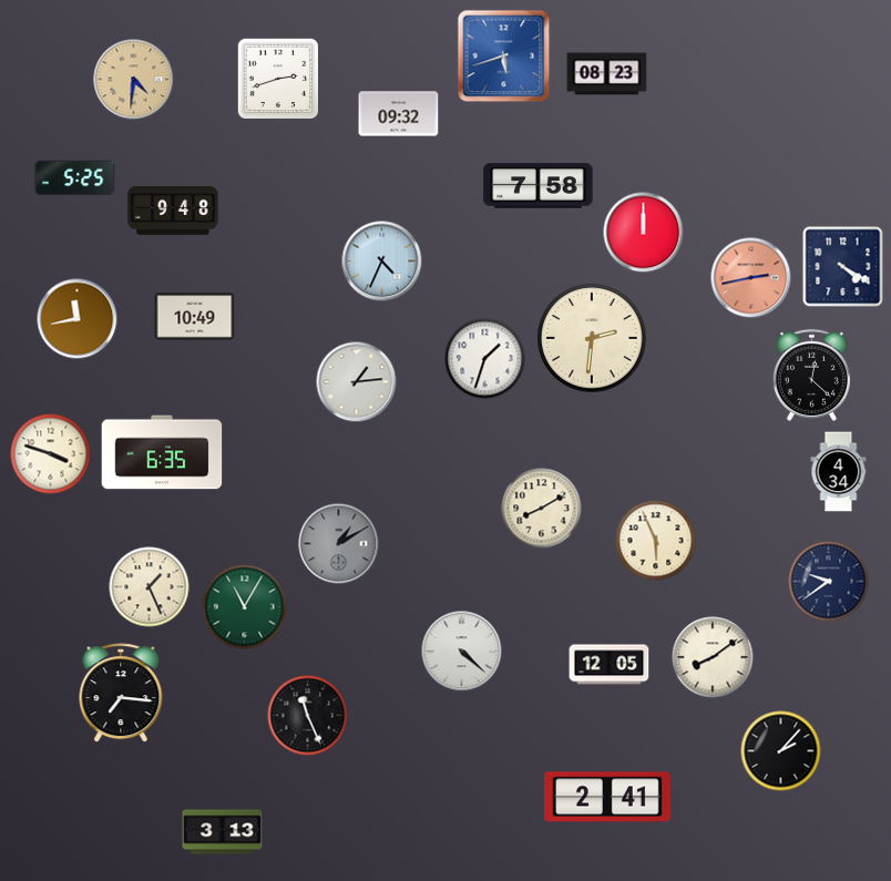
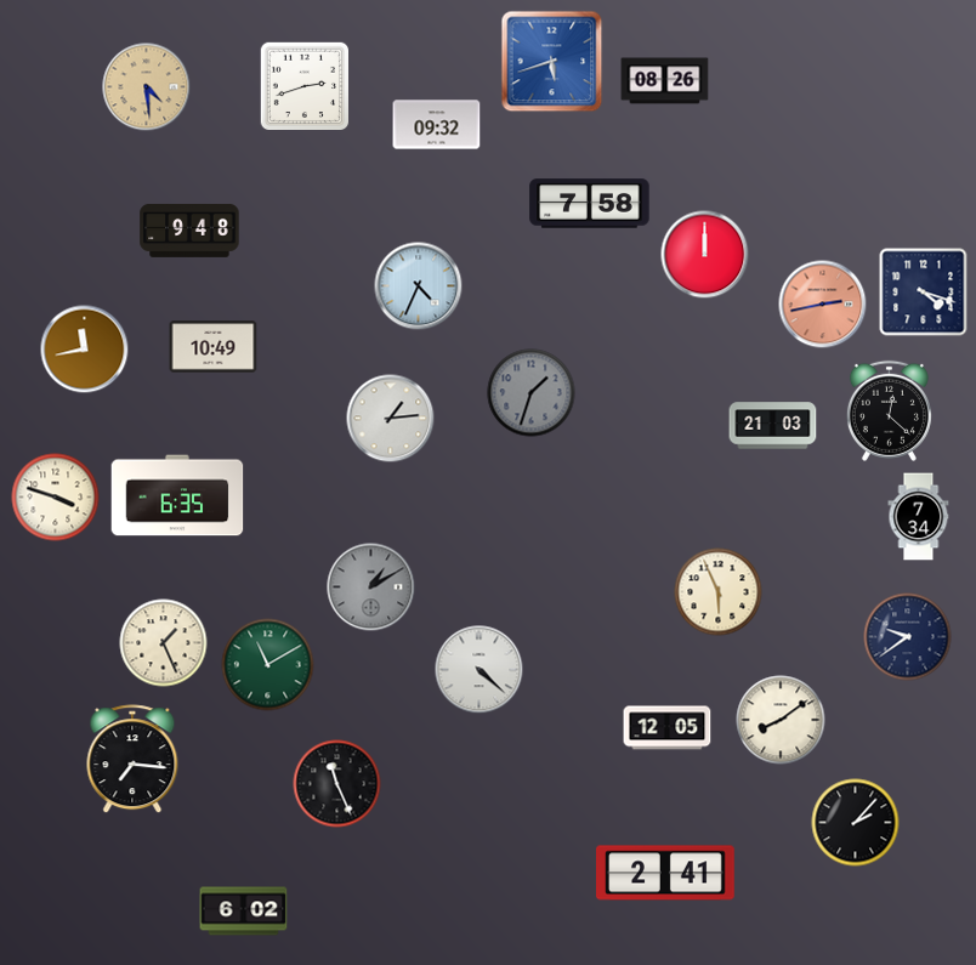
clock at (607, 74): 08:23 -> 08:26
clock at (134, 80): 4:31 -> 4:29
clock at (75, 178): 5:25 -> none
clock at (843, 267): 4:20 -> 4:18
clock at (592, 338): 2:31 -> none
clock at (485, 359) dial: white -> grey
clock at (773, 426): none -> 21:03
clock at (839, 472): 4:34 -> 7:34
clock at (542, 509): 8:10 -> none
clock at (339, 544) position: (339, 544) -> (371, 587)
clock at (245, 607): 11:05 -> 11:10
clock at (462, 652) position: (462, 652) -> (480, 670)
clock at (223, 832): 3:13 -> 6:02
